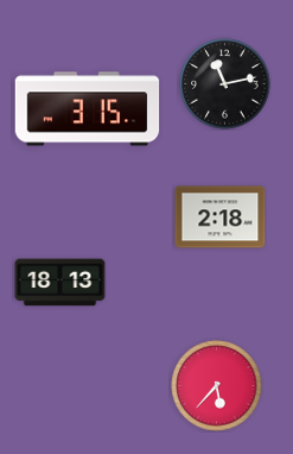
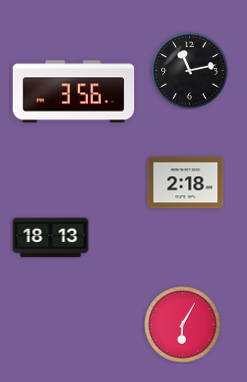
clock at (88, 109): 3:15 -> 3:56
clock at (217, 386): 5:37 -> 6:05
